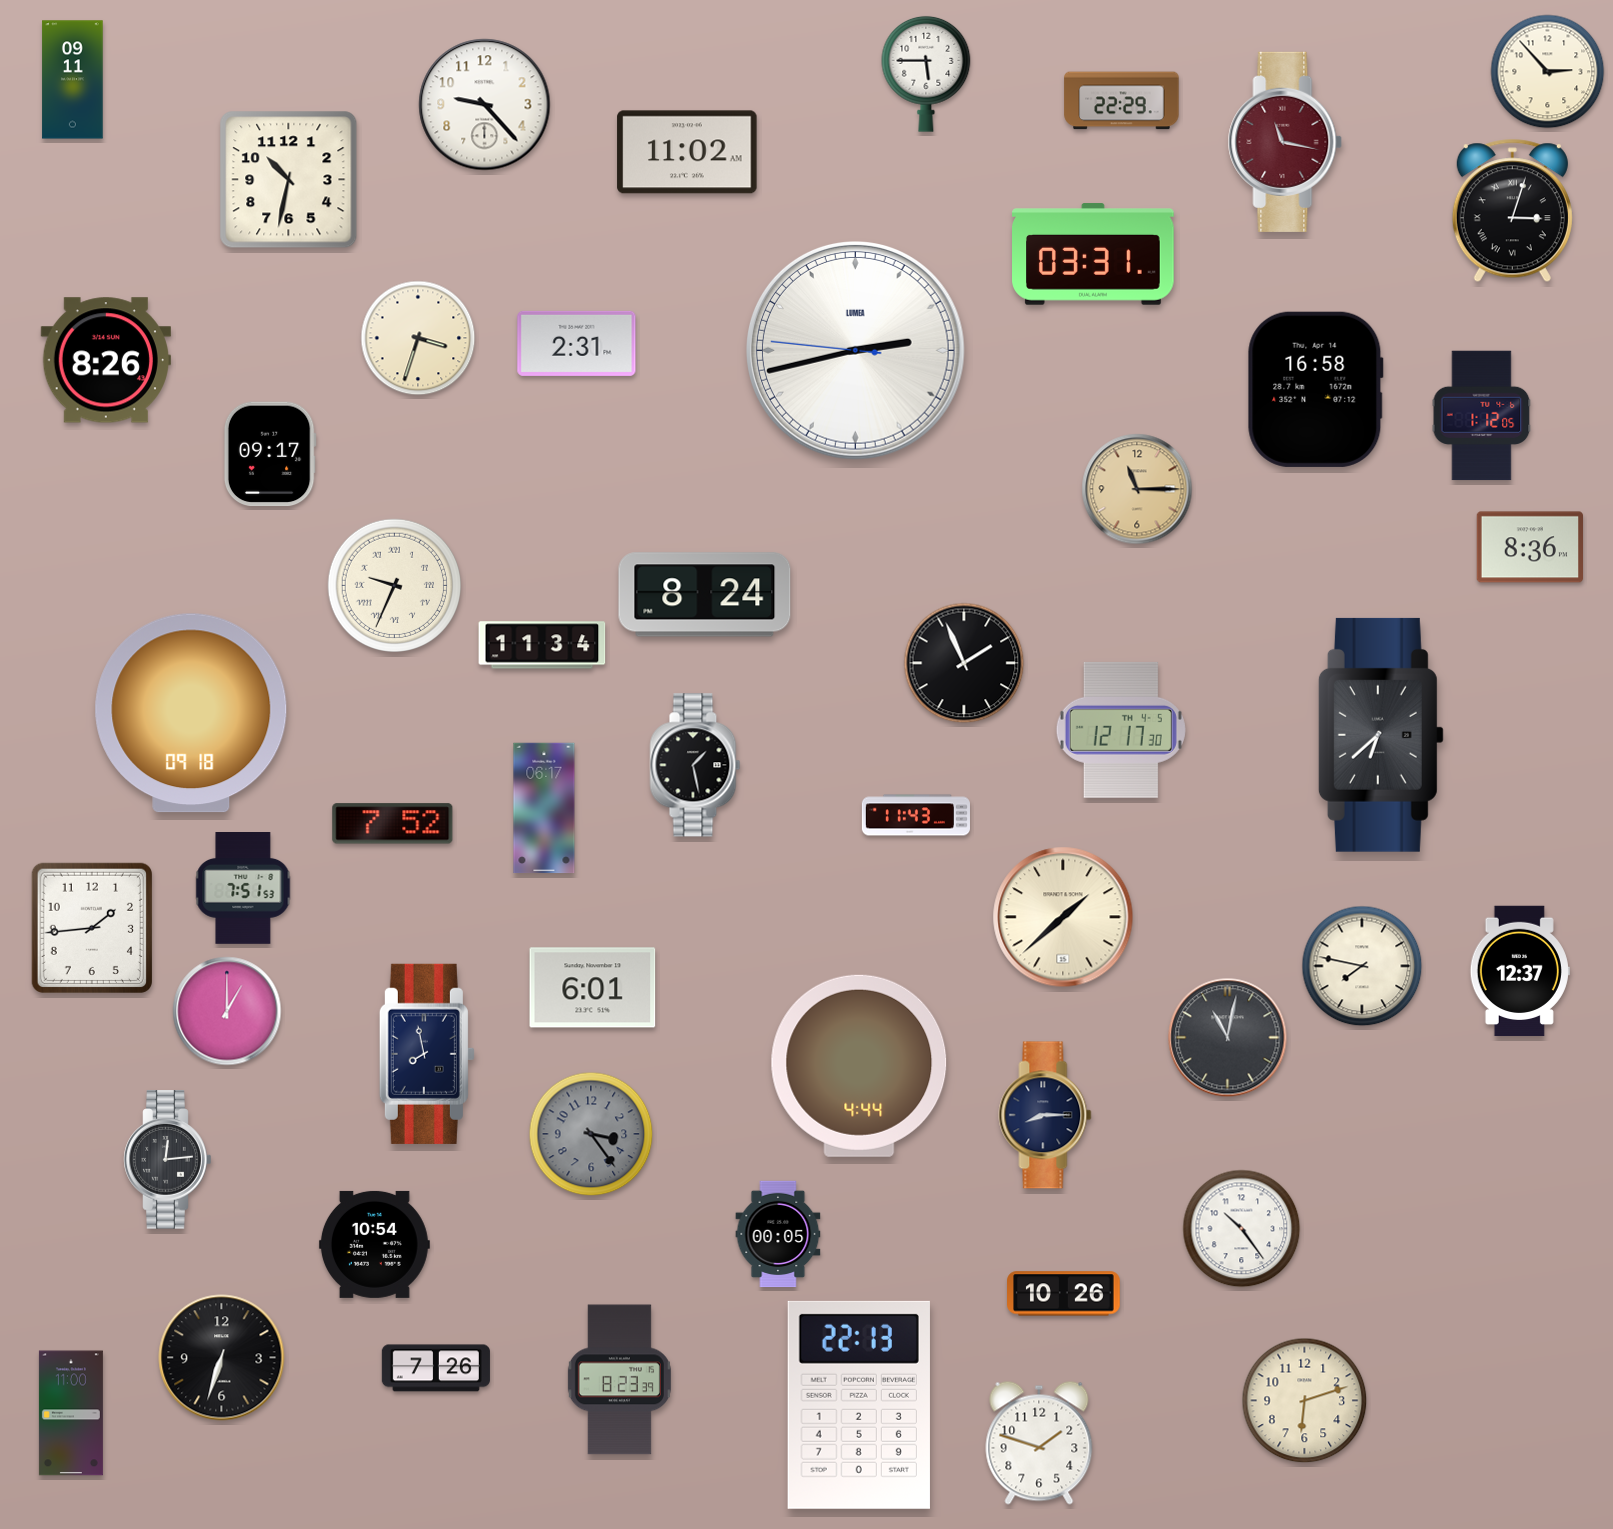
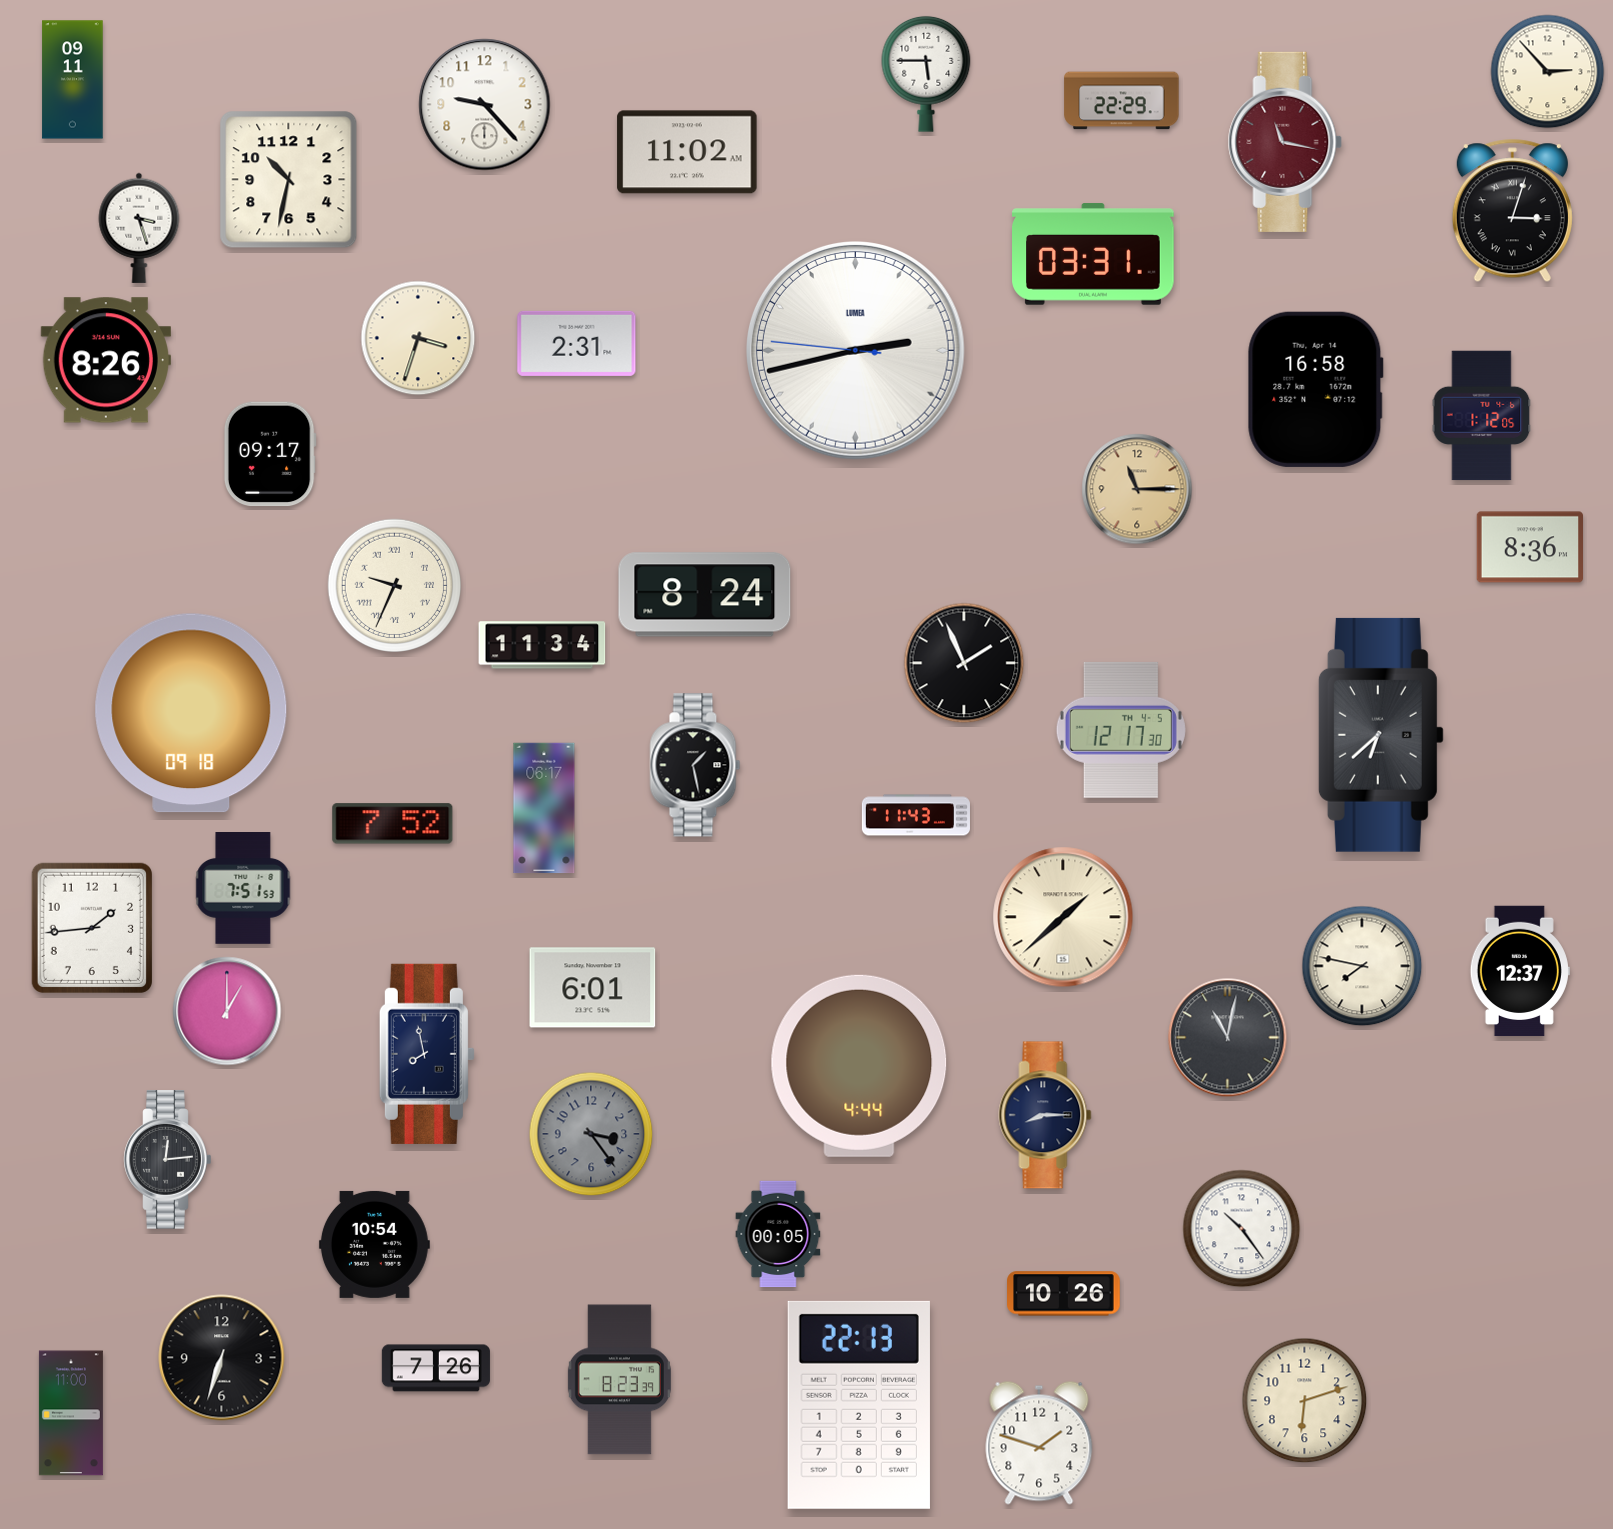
clock at (139, 228): none -> 3:27
